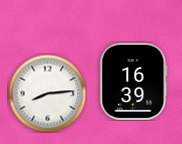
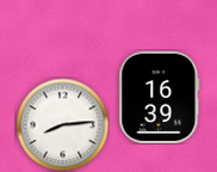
clock at (47, 93) position: (47, 93) -> (62, 124)
